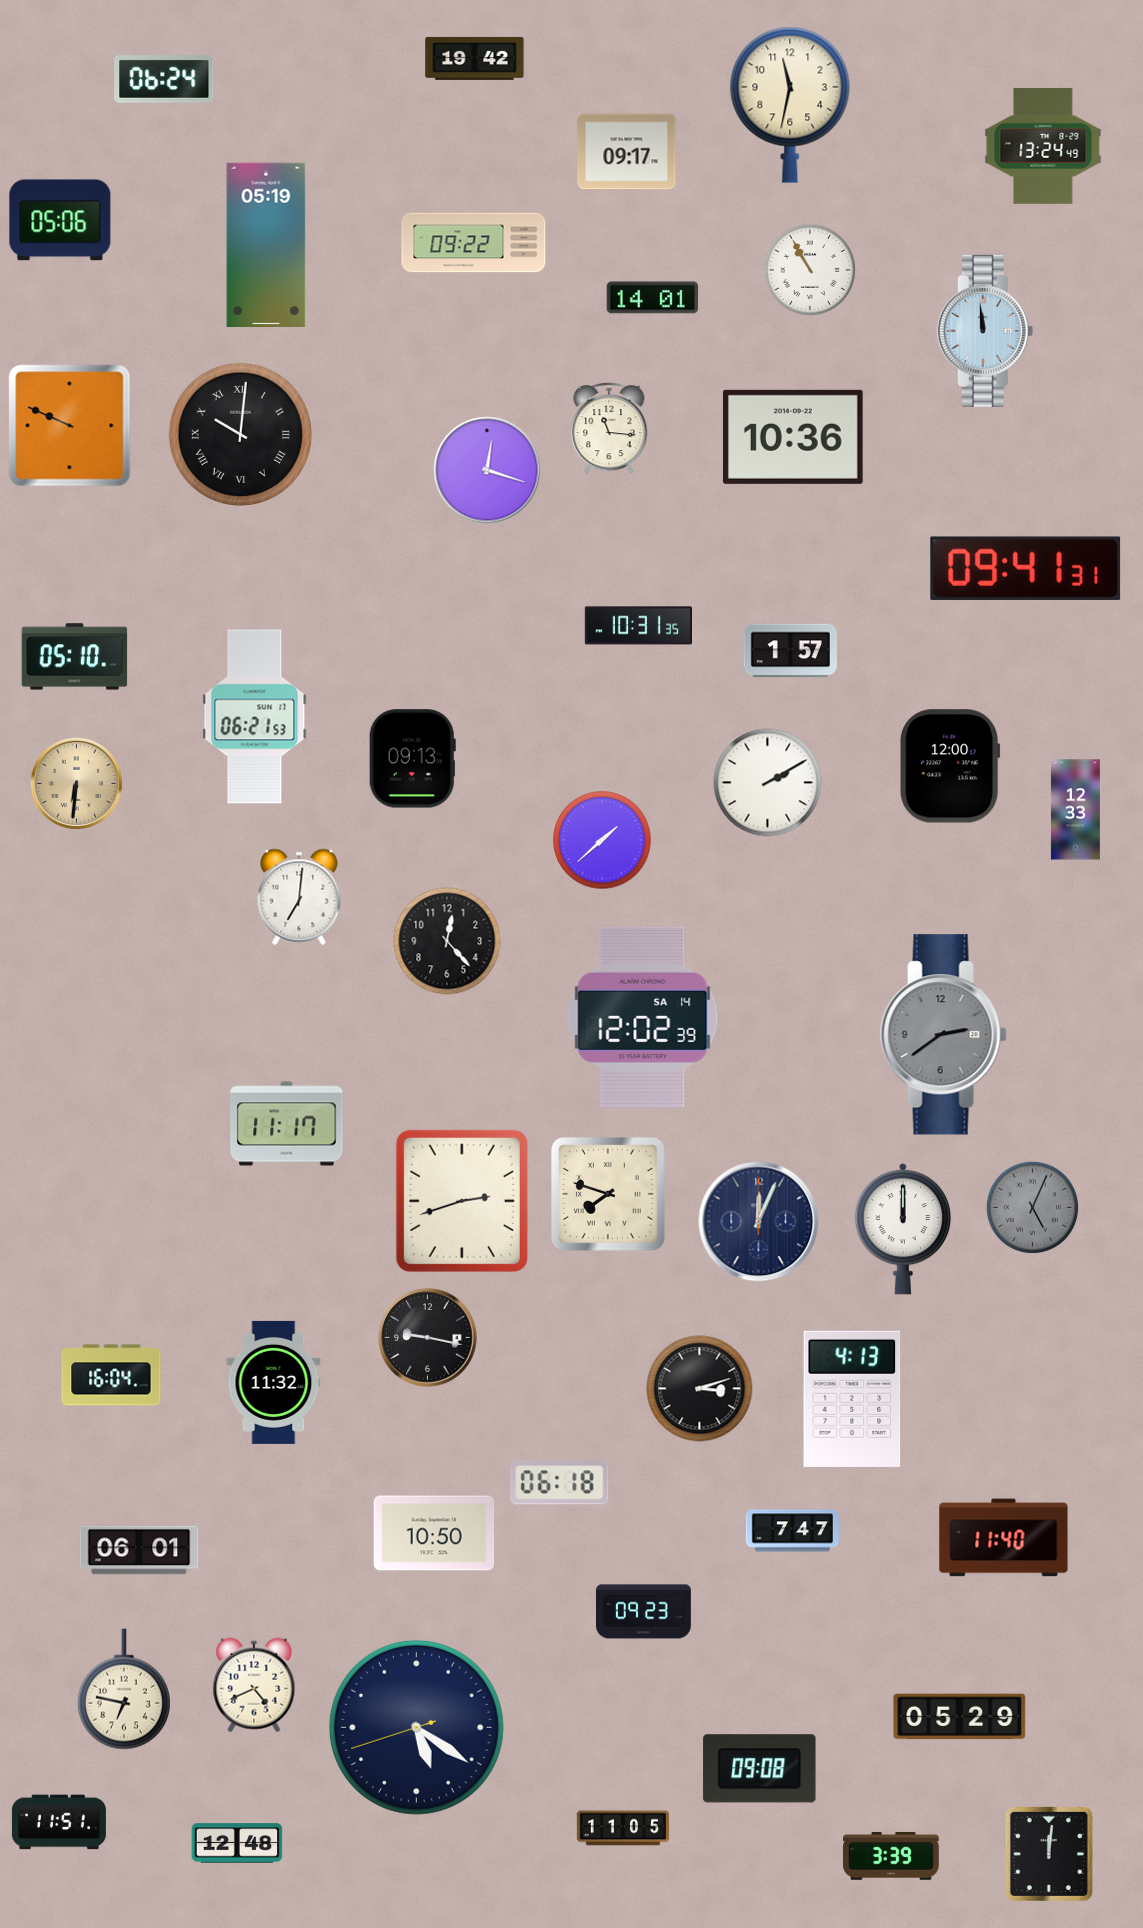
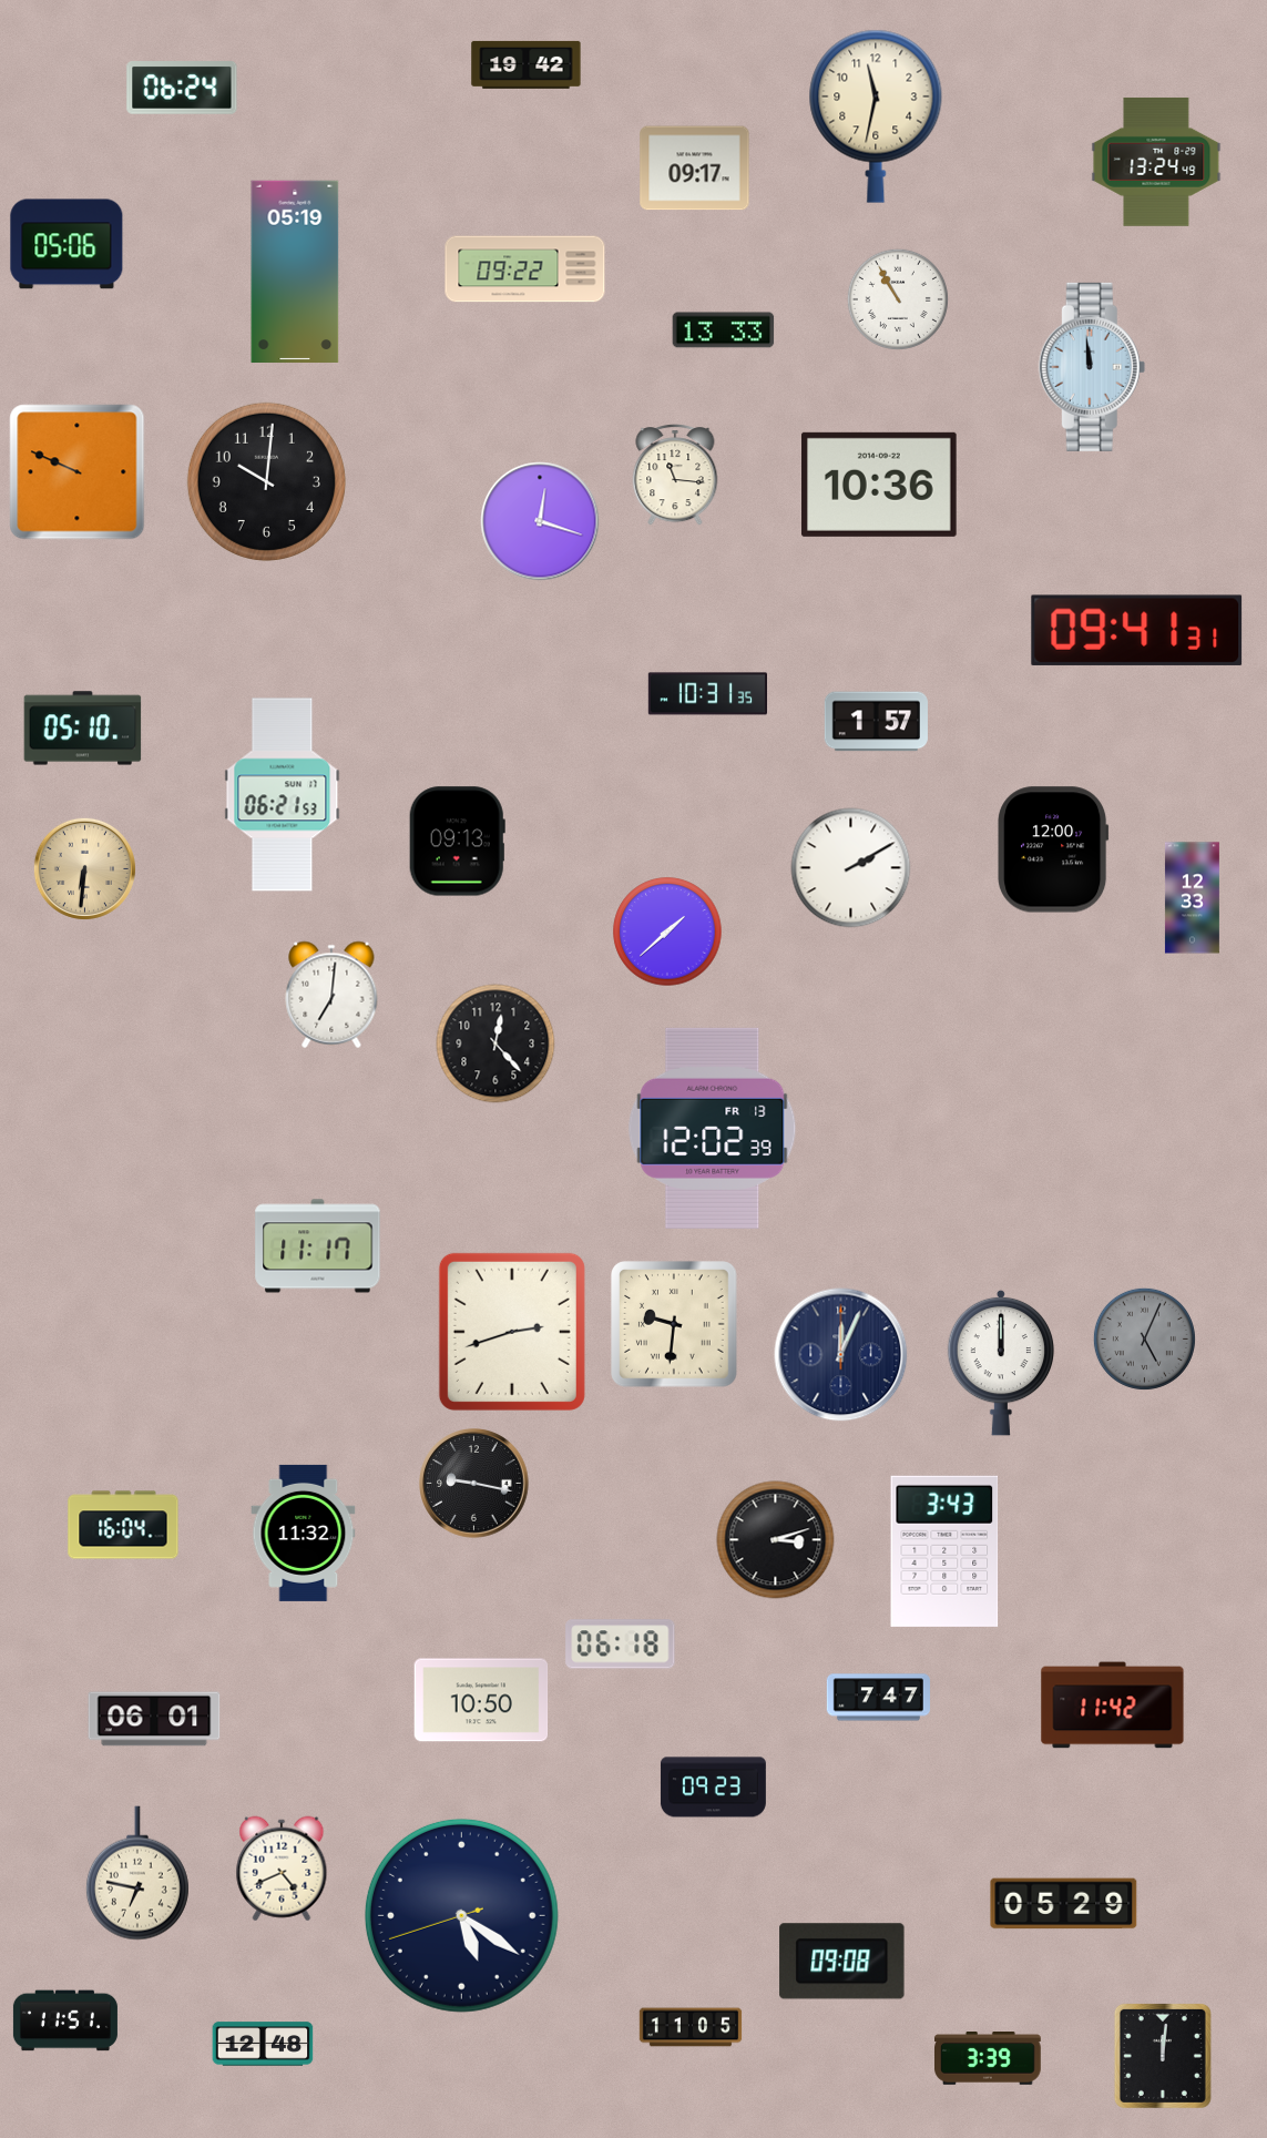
clock at (653, 298): 14:01 -> 13:33
clock at (240, 434) numerals: Roman -> Arabic
clock at (643, 1017) date: SA 14 -> FR 13
clock at (943, 1035): 2:39 -> none
clock at (608, 1194): 7:48 -> 9:31
clock at (852, 1399): 4:13 -> 3:43
clock at (1004, 1538): 11:40 -> 11:42
